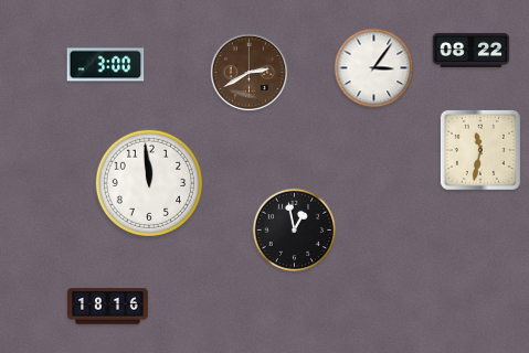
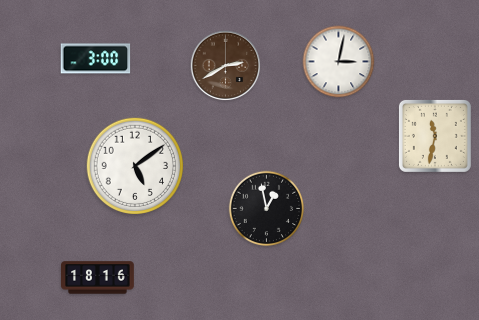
clock at (472, 50): 08:22 -> none
clock at (374, 68): 3:06 -> 3:02
clock at (148, 182): 11:59 -> 5:09
